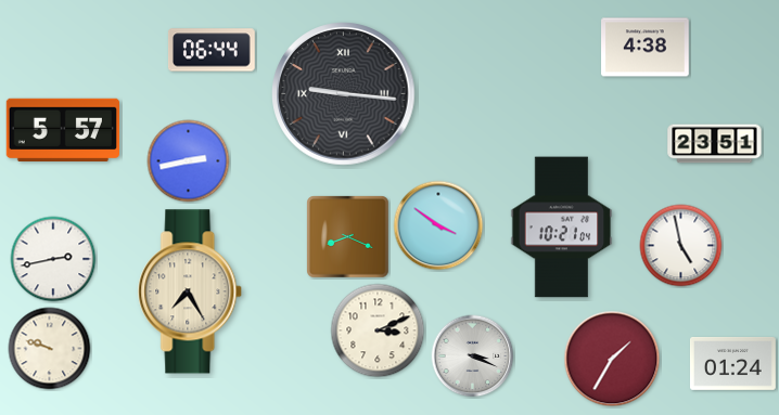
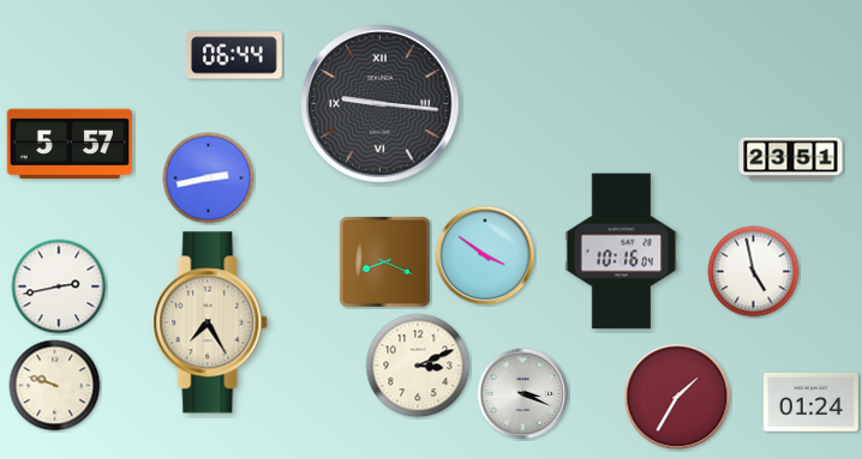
clock at (646, 48): 4:38 -> none
clock at (438, 225) position: (438, 225) -> (485, 255)
clock at (562, 228): 10:21 -> 10:16
